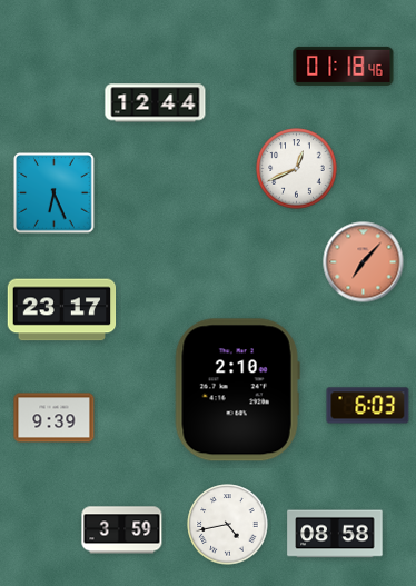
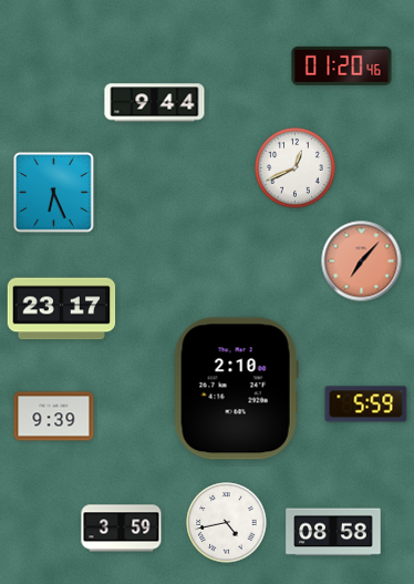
clock at (344, 66): 01:18 -> 01:20
clock at (156, 103): 12:44 -> 9:44
clock at (368, 406): 6:03 -> 5:59
